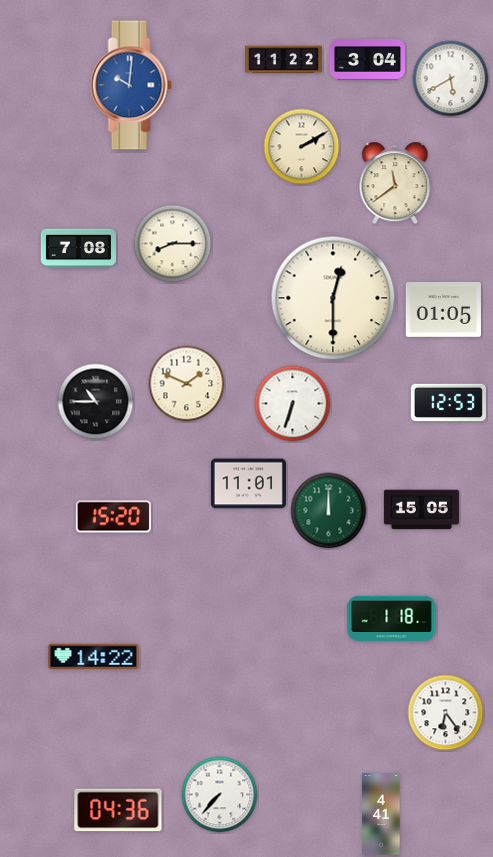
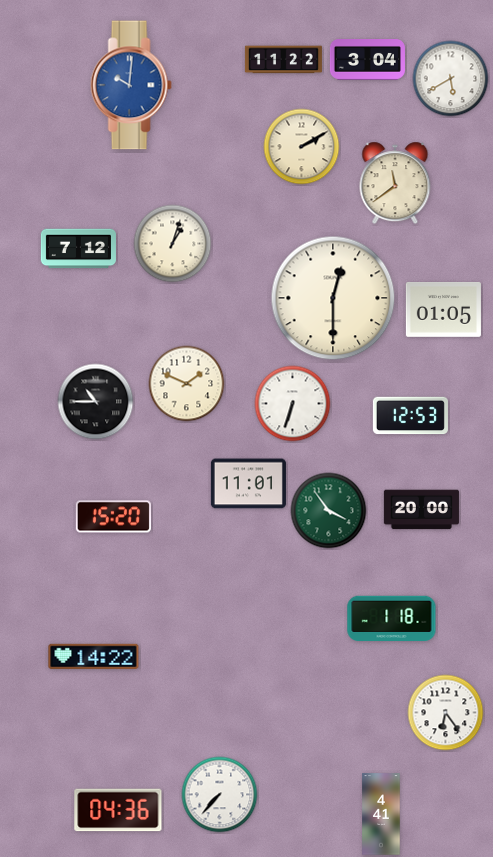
clock at (173, 244): 8:15 -> 1:03
clock at (78, 249): 7:08 -> 7:12
clock at (448, 403) position: (448, 403) -> (410, 416)
clock at (421, 510): 15:05 -> 20:00
clock at (329, 511): 12:00 -> 3:54
